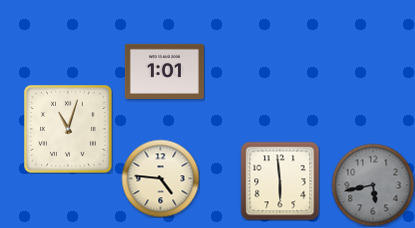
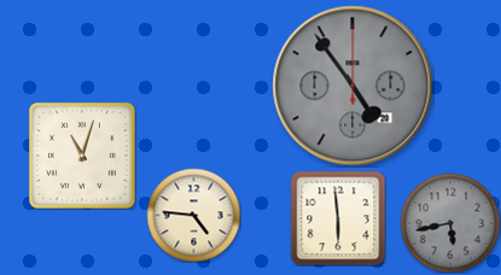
clock at (164, 71): 1:01 -> none
clock at (353, 86): none -> 4:54
